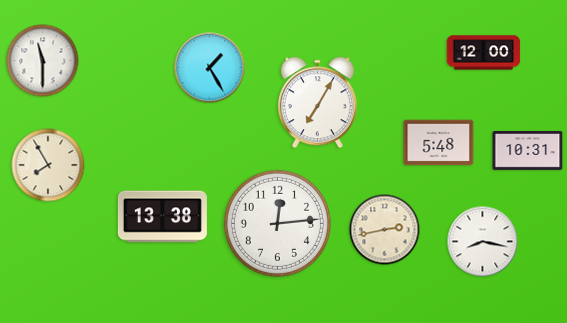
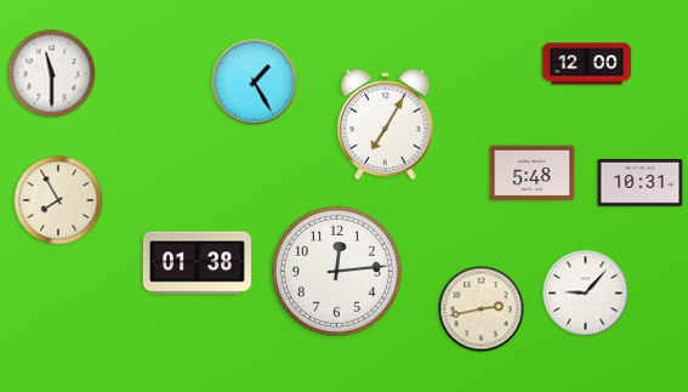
clock at (162, 217): 13:38 -> 01:38
clock at (385, 230) position: (385, 230) -> (482, 309)
clock at (483, 242): 8:17 -> 9:07
